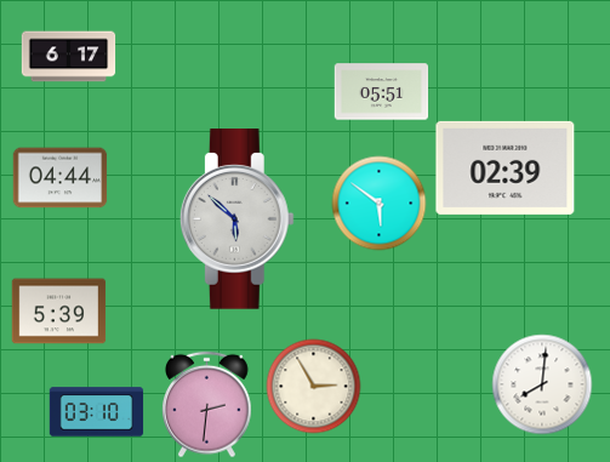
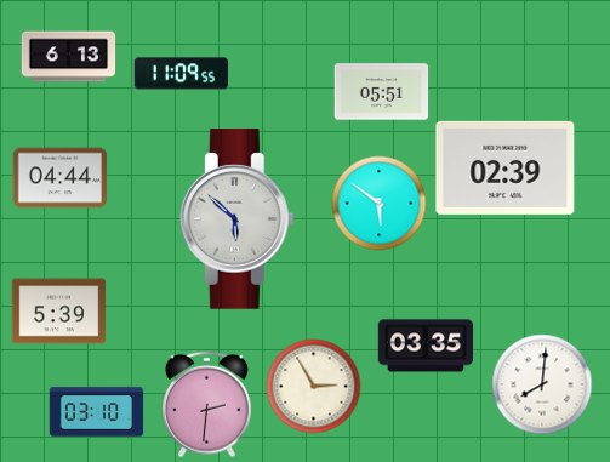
clock at (68, 57): 6:17 -> 6:13
clock at (181, 74): none -> 11:09
clock at (426, 346): none -> 03:35
